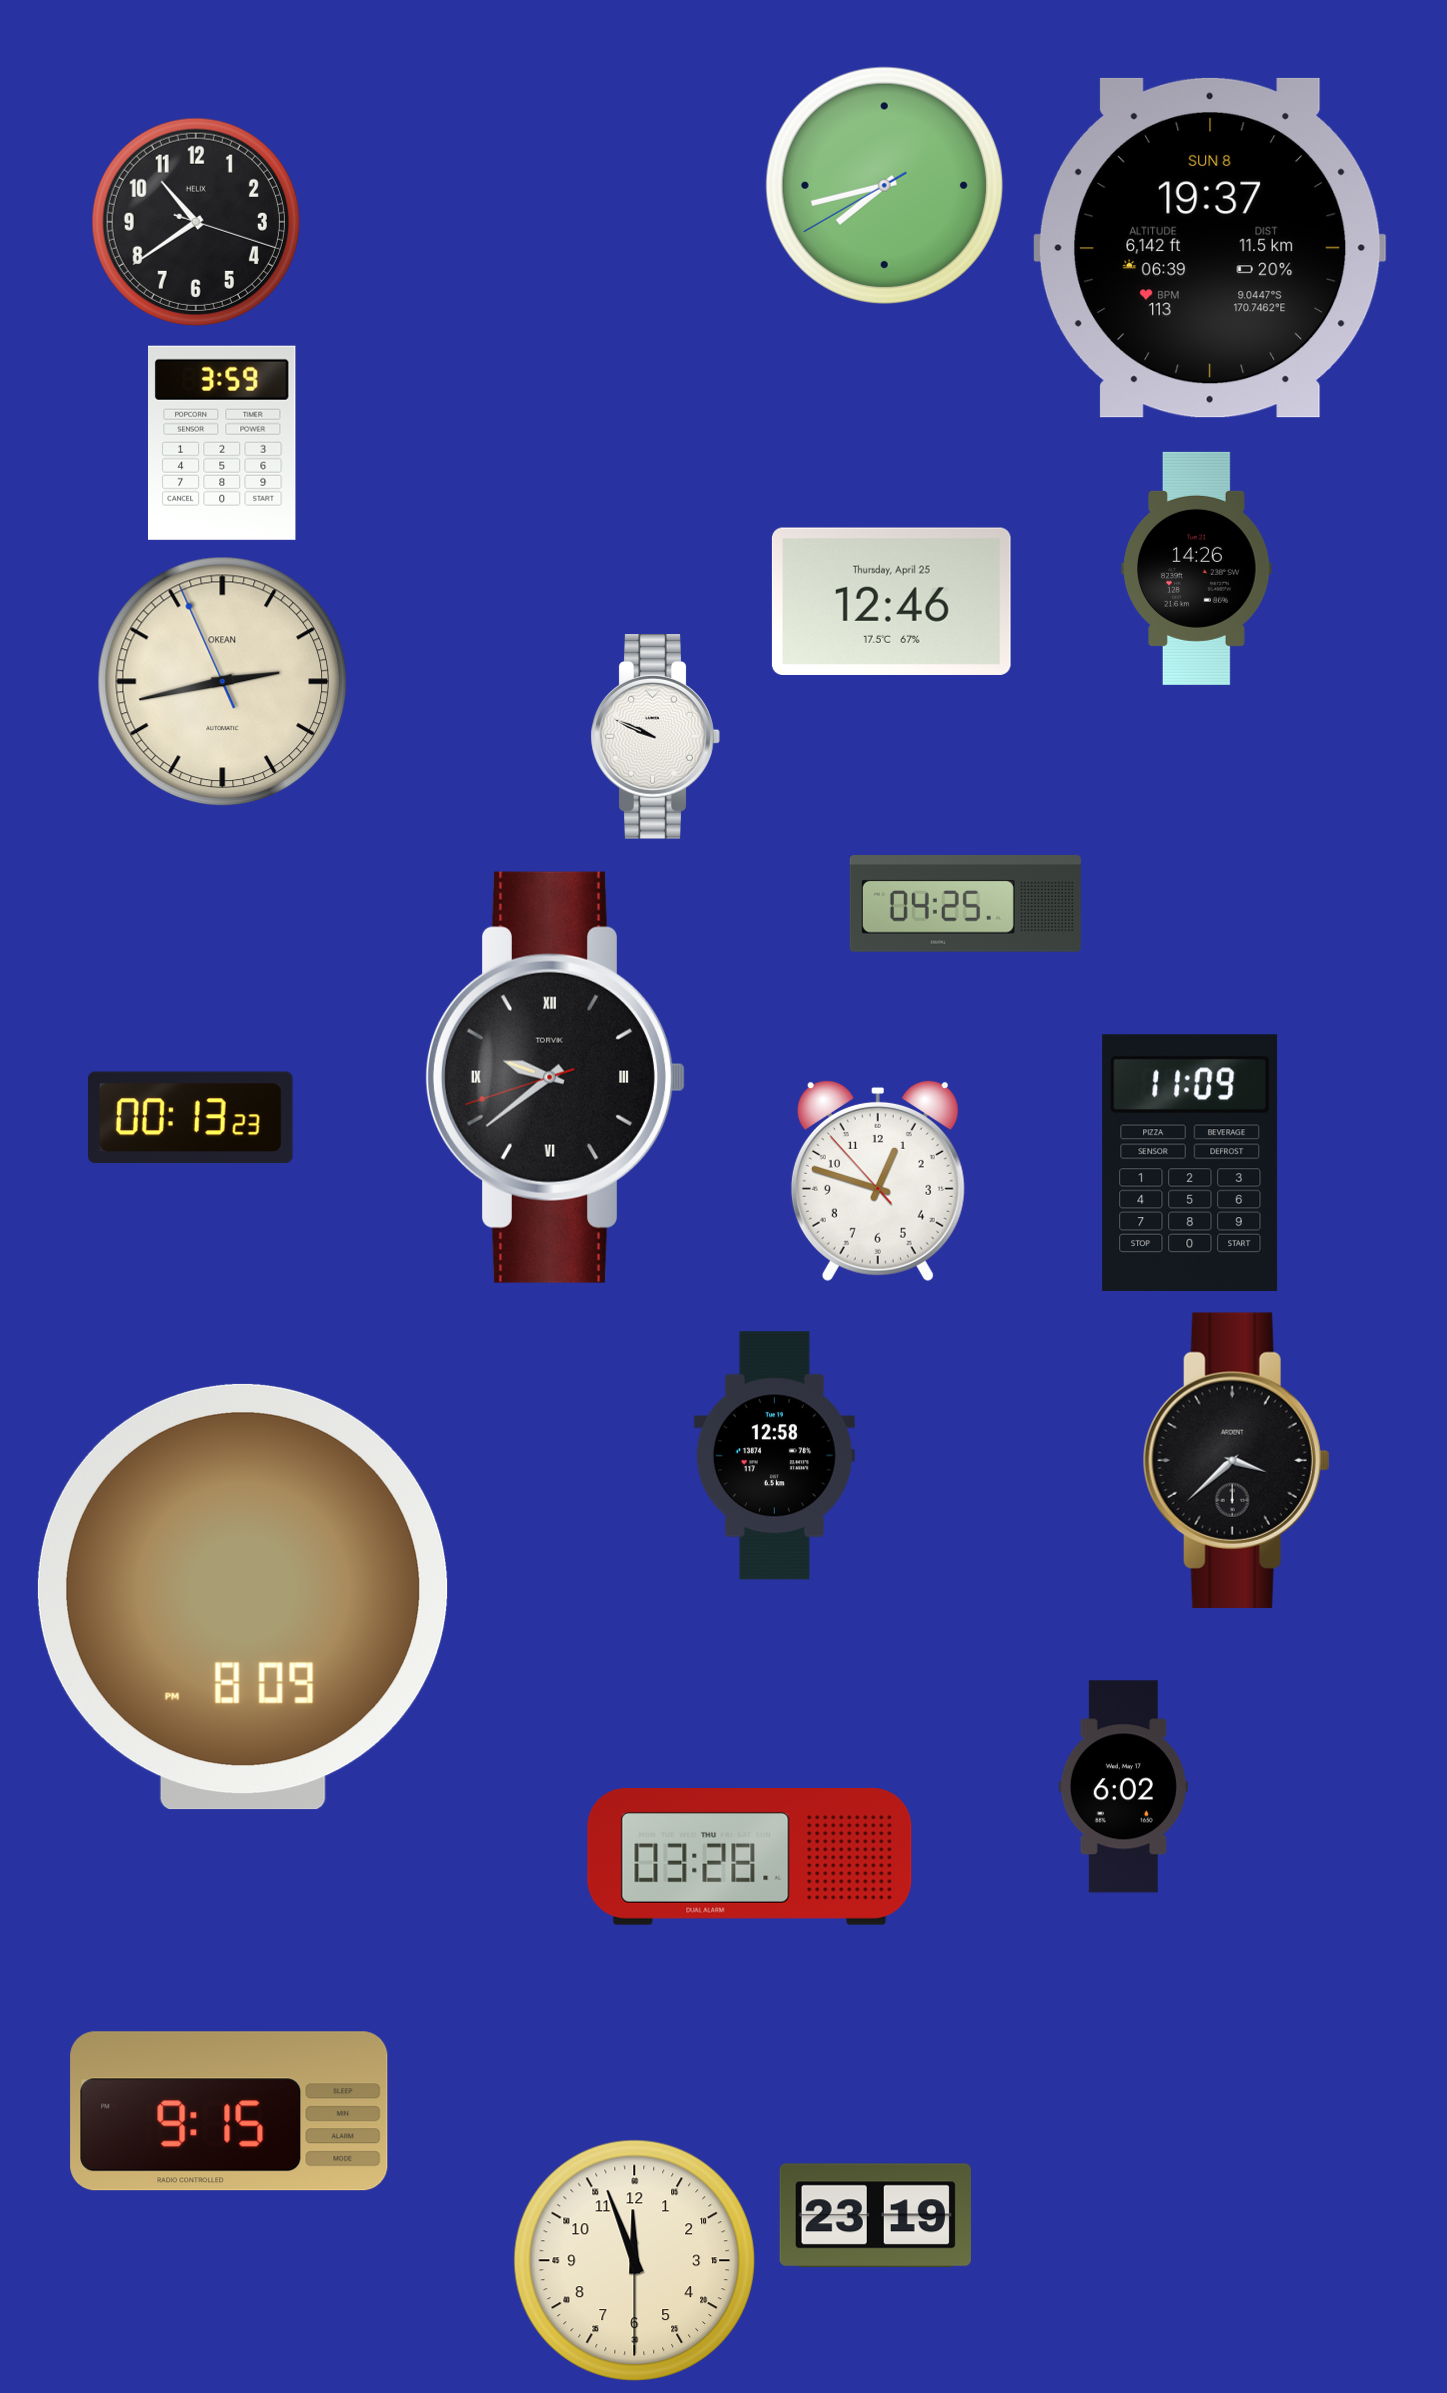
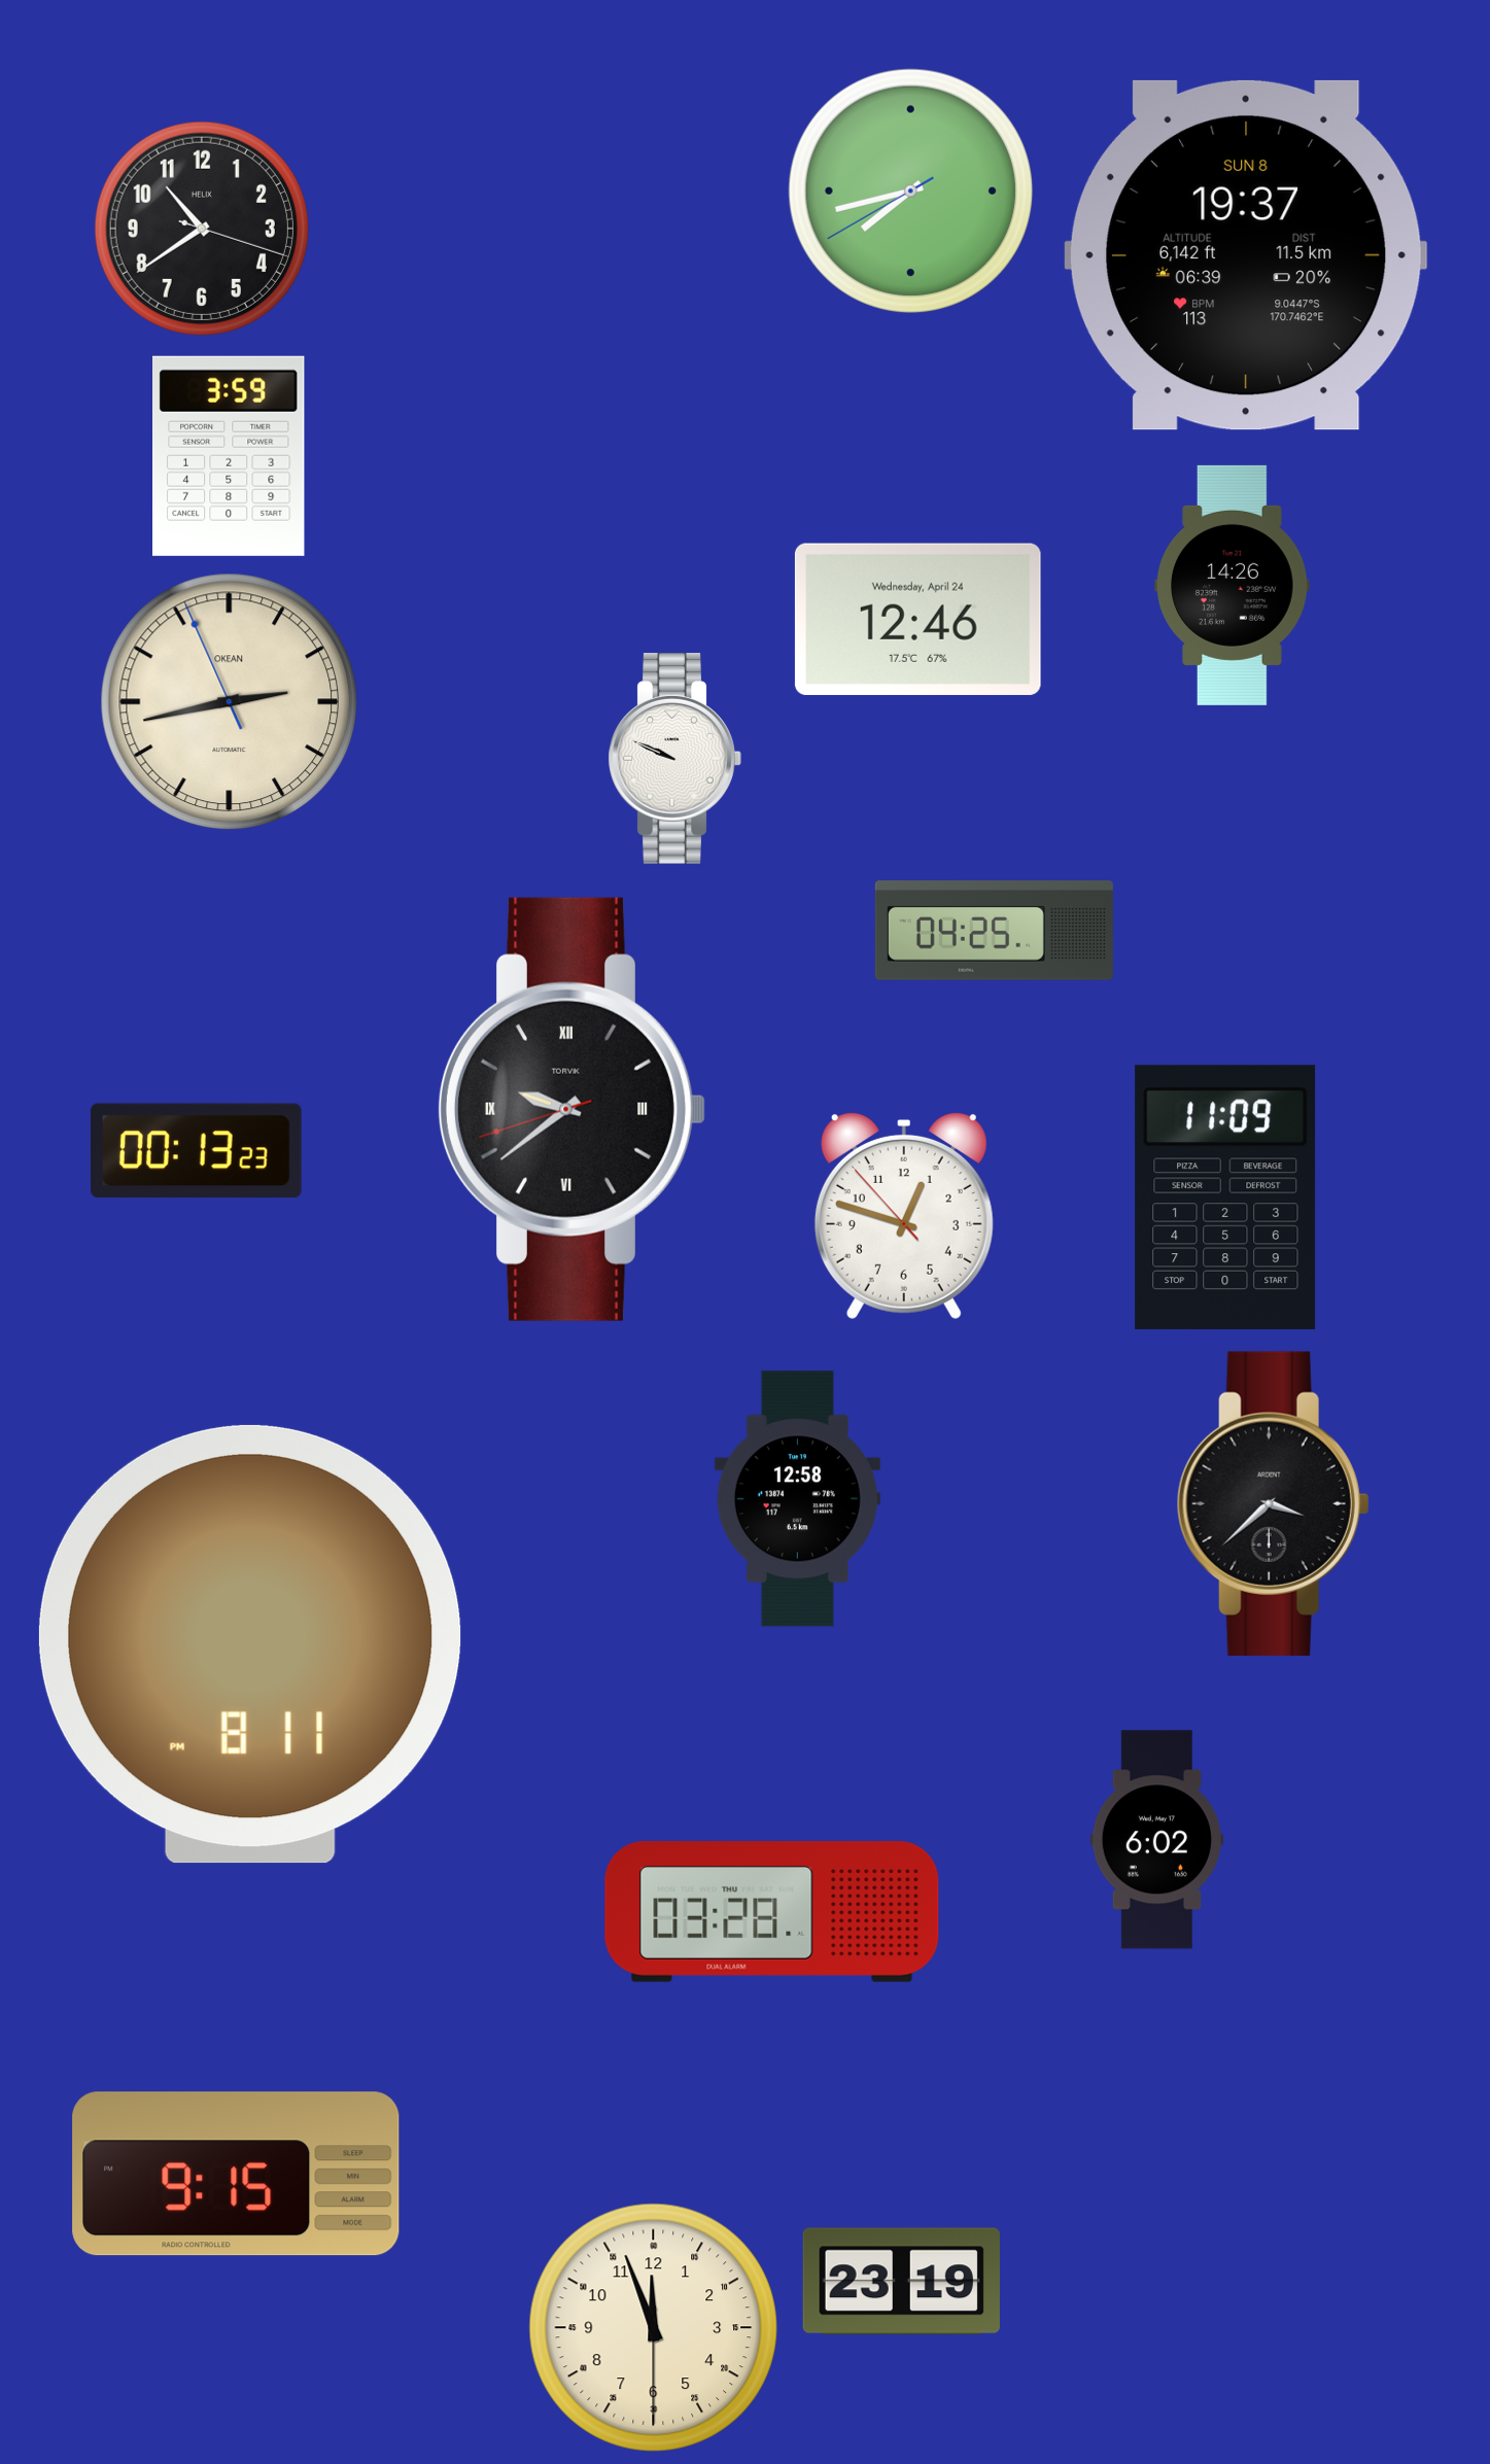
clock at (891, 601) date: Thursday, April 25 -> Wednesday, April 24
clock at (243, 1597): 8:09 -> 8:11
